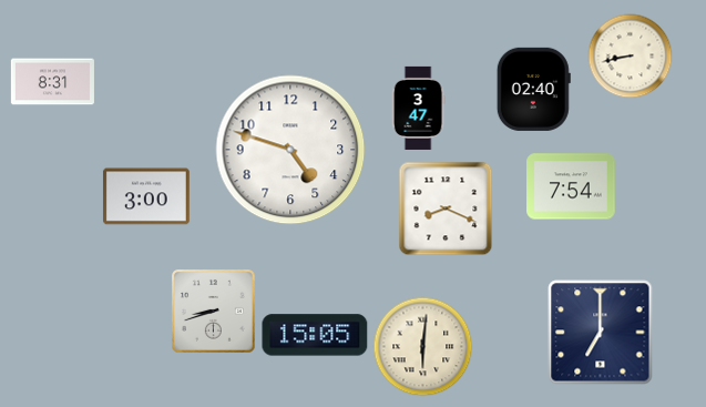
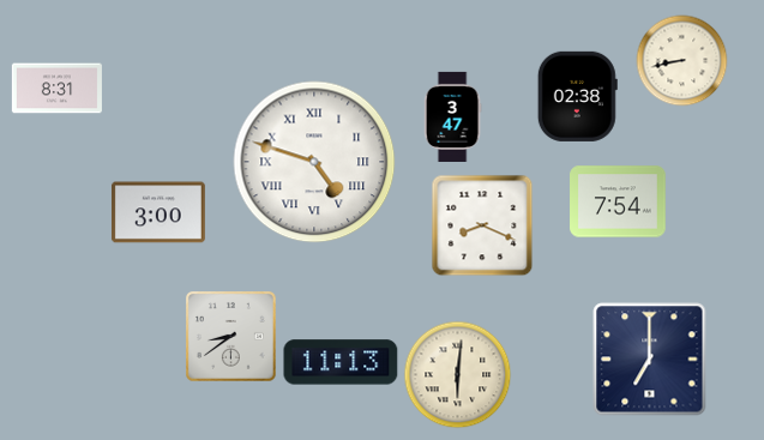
clock at (533, 89): 02:40 -> 02:38
clock at (290, 150) numerals: Arabic -> Roman
clock at (214, 312): 8:42 -> 8:39
clock at (315, 335): 15:05 -> 11:13
